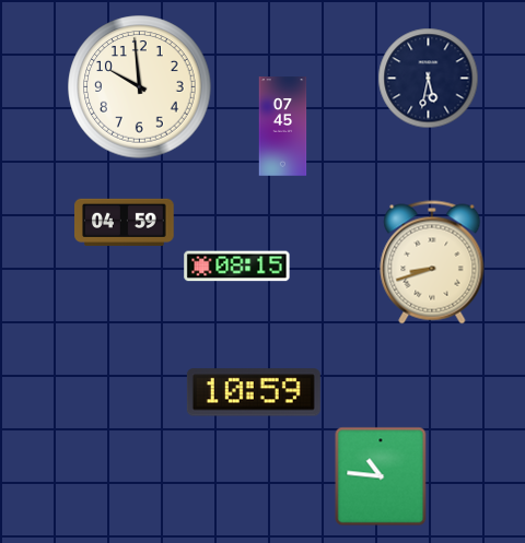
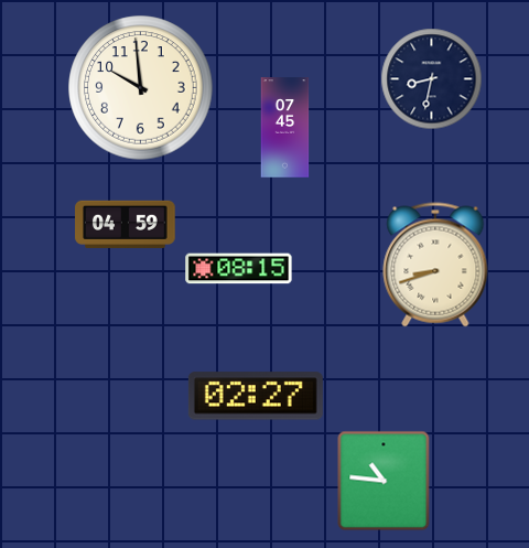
clock at (429, 79): 5:32 -> 8:32
clock at (254, 392): 10:59 -> 02:27
